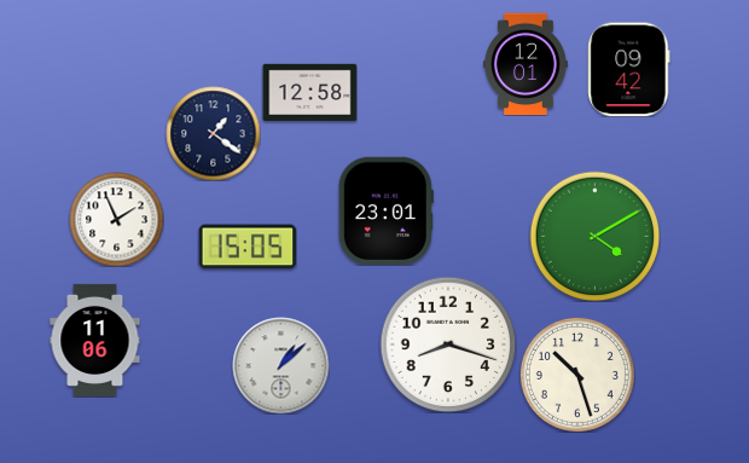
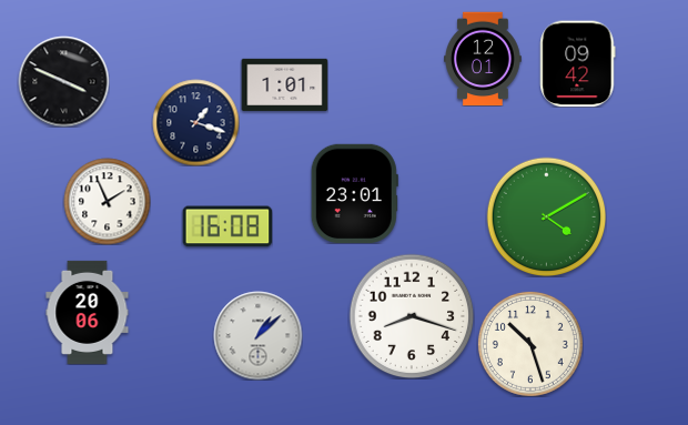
clock at (63, 81): none -> 3:49
clock at (309, 92): 12:58 -> 1:01
clock at (213, 133): 1:21 -> 1:18
clock at (248, 247): 15:05 -> 16:08
clock at (95, 340): 11:06 -> 20:06
